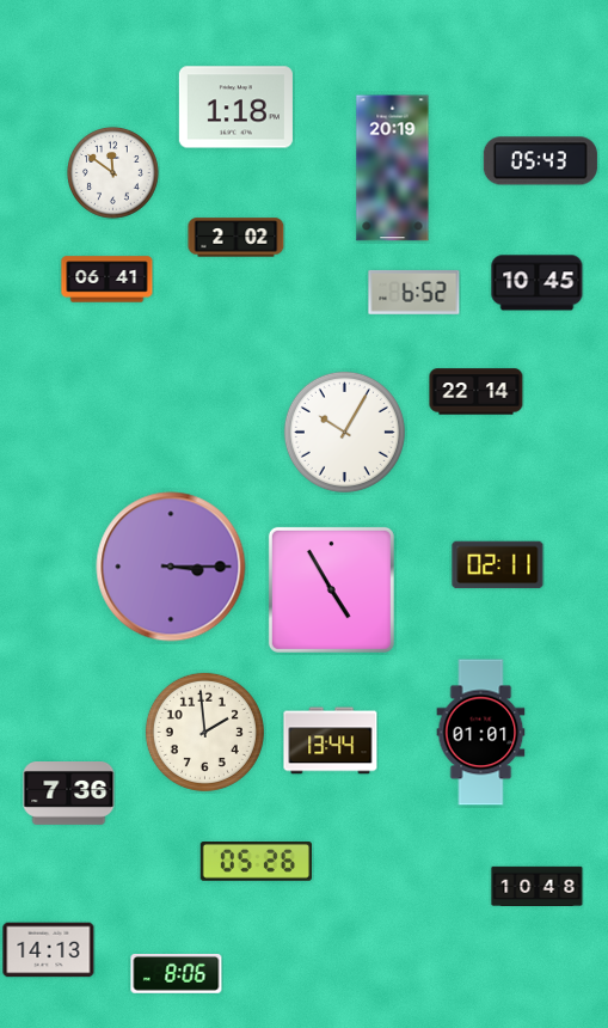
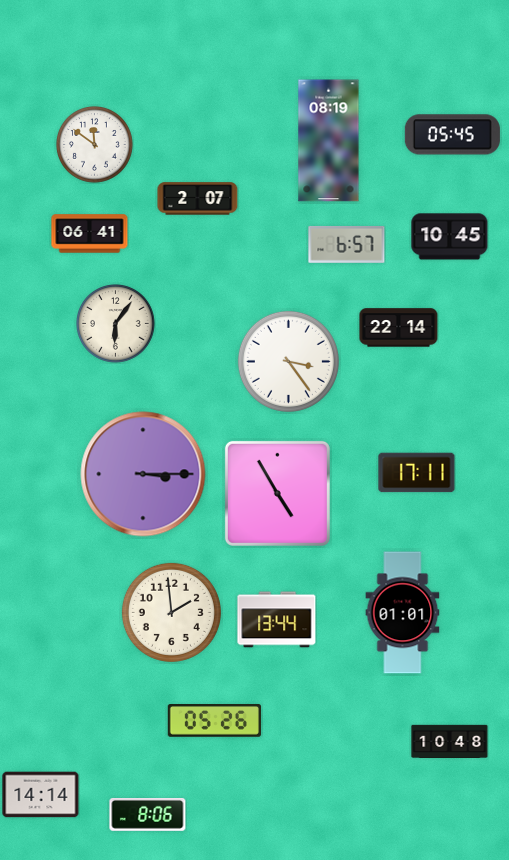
clock at (235, 108): 1:18 -> none
clock at (540, 161): 05:43 -> 05:45
clock at (393, 169): 20:19 -> 08:19
clock at (237, 238): 2:02 -> 2:07
clock at (414, 292): 6:52 -> 6:57
clock at (116, 324): none -> 6:06
clock at (344, 432): 10:05 -> 3:24
clock at (498, 565): 02:11 -> 17:11
clock at (69, 794): 7:36 -> none
clock at (49, 950): 14:13 -> 14:14
